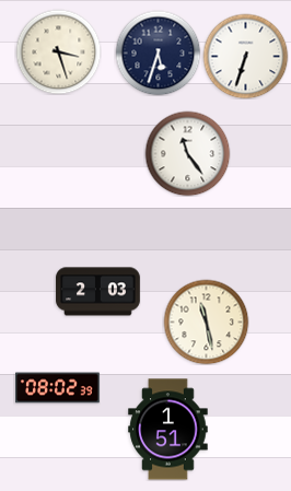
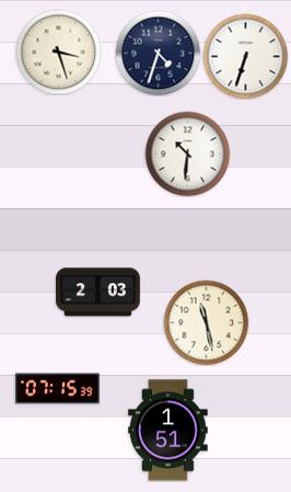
clock at (158, 52): 5:33 -> 4:33
clock at (187, 153): 11:24 -> 10:31
clock at (58, 388): 08:02 -> 07:15
